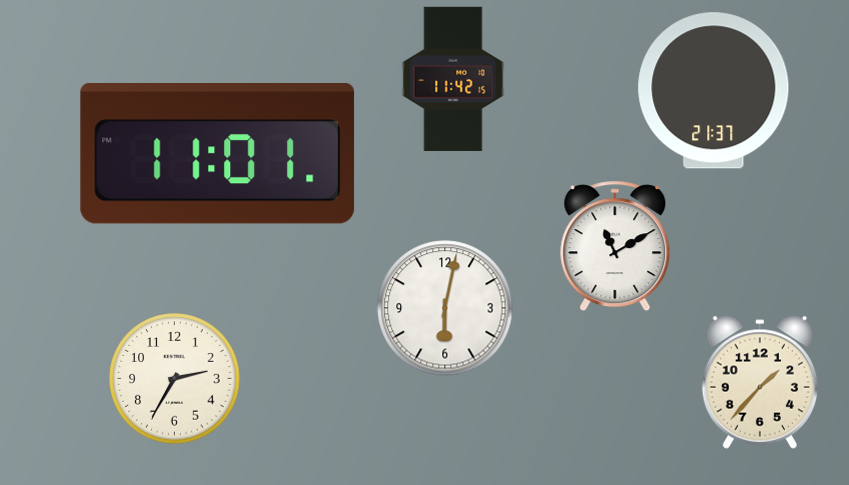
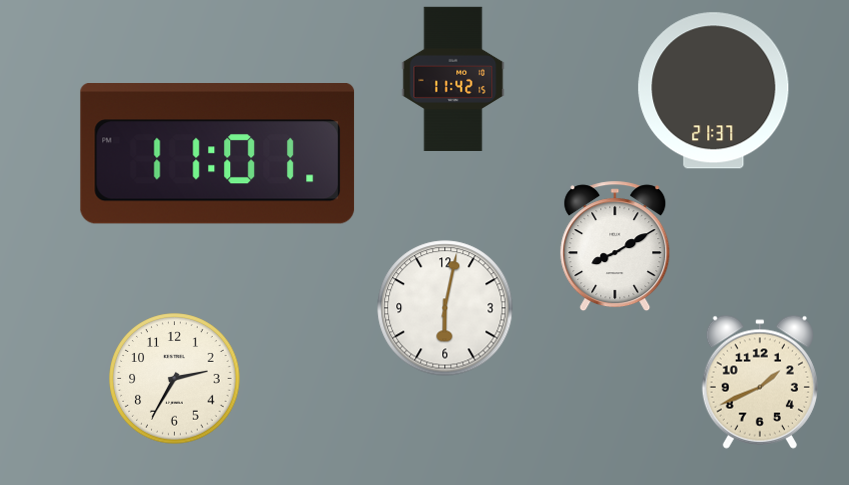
clock at (615, 246): 11:10 -> 8:10
clock at (760, 382): 1:37 -> 1:41
